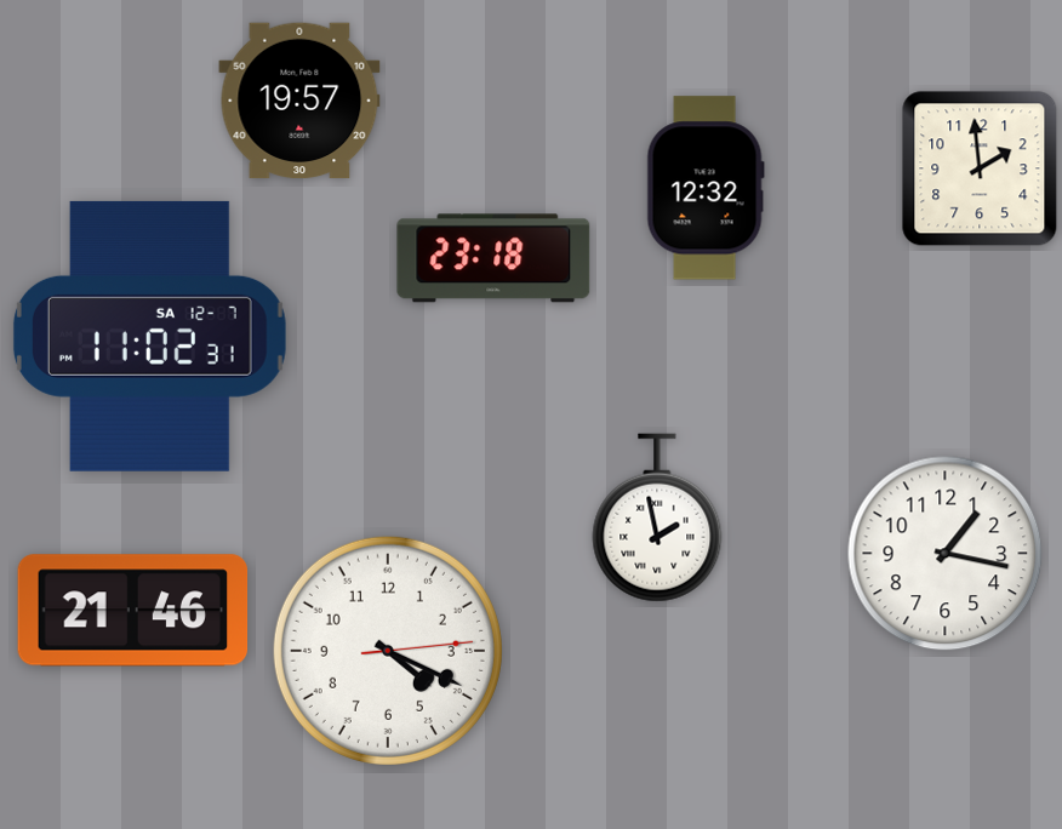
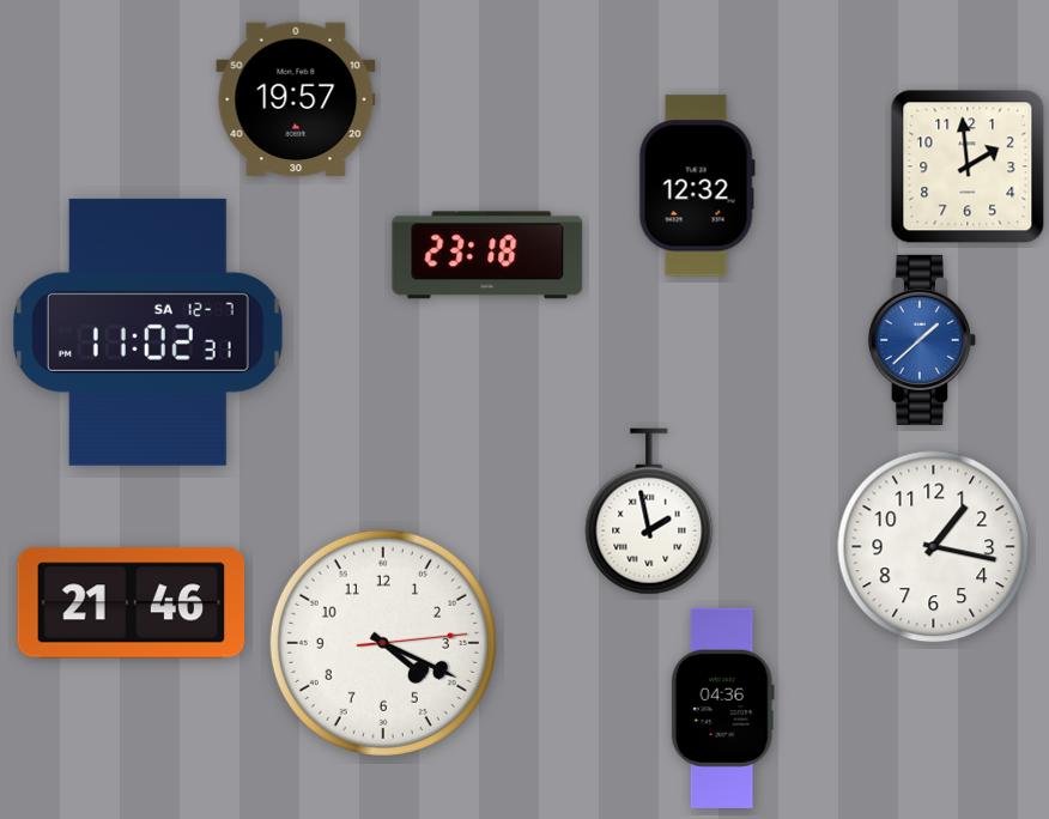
clock at (922, 340): none -> 1:38
clock at (722, 708): none -> 04:36
